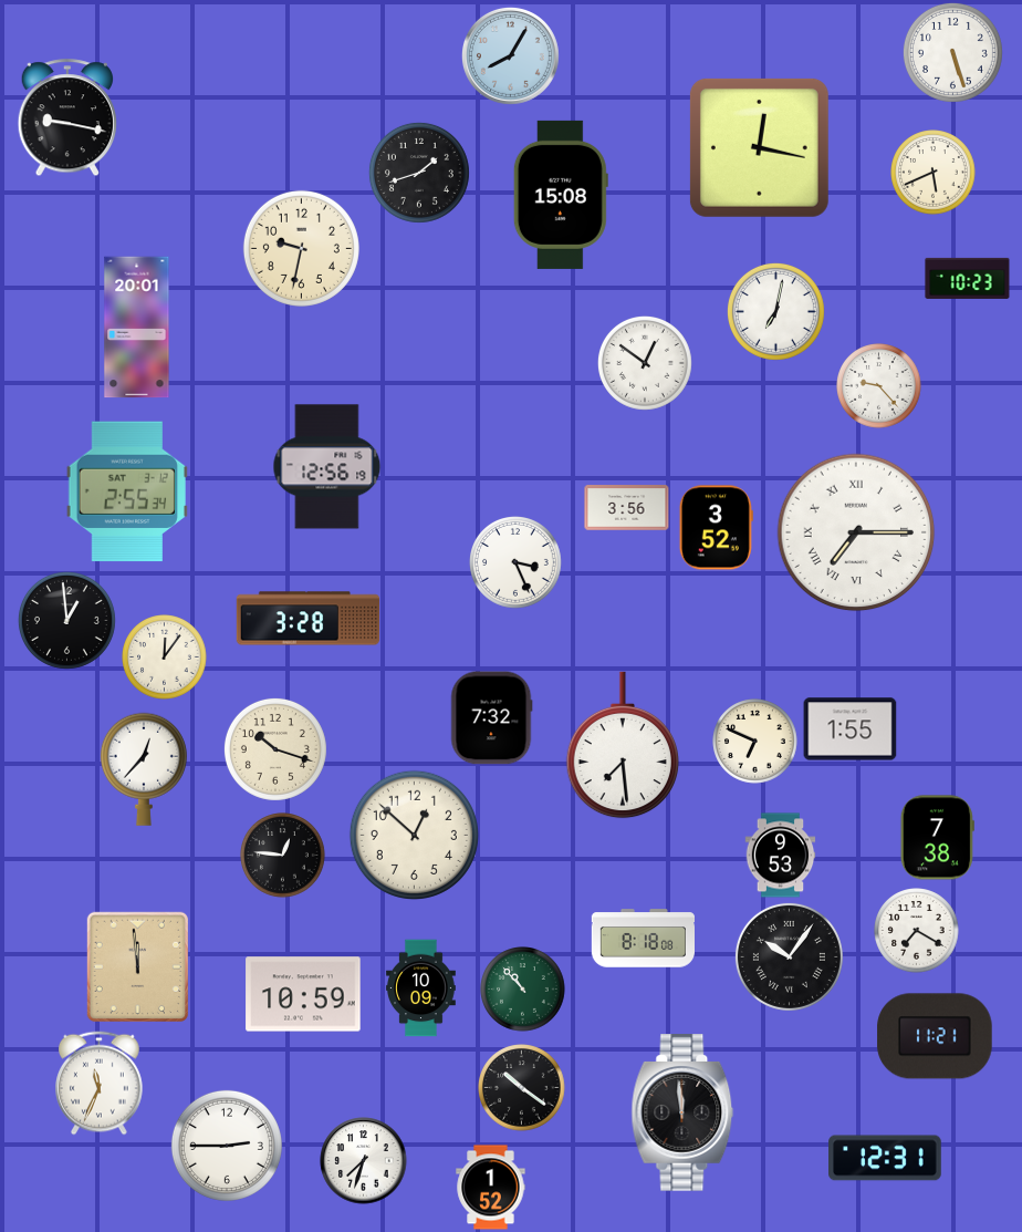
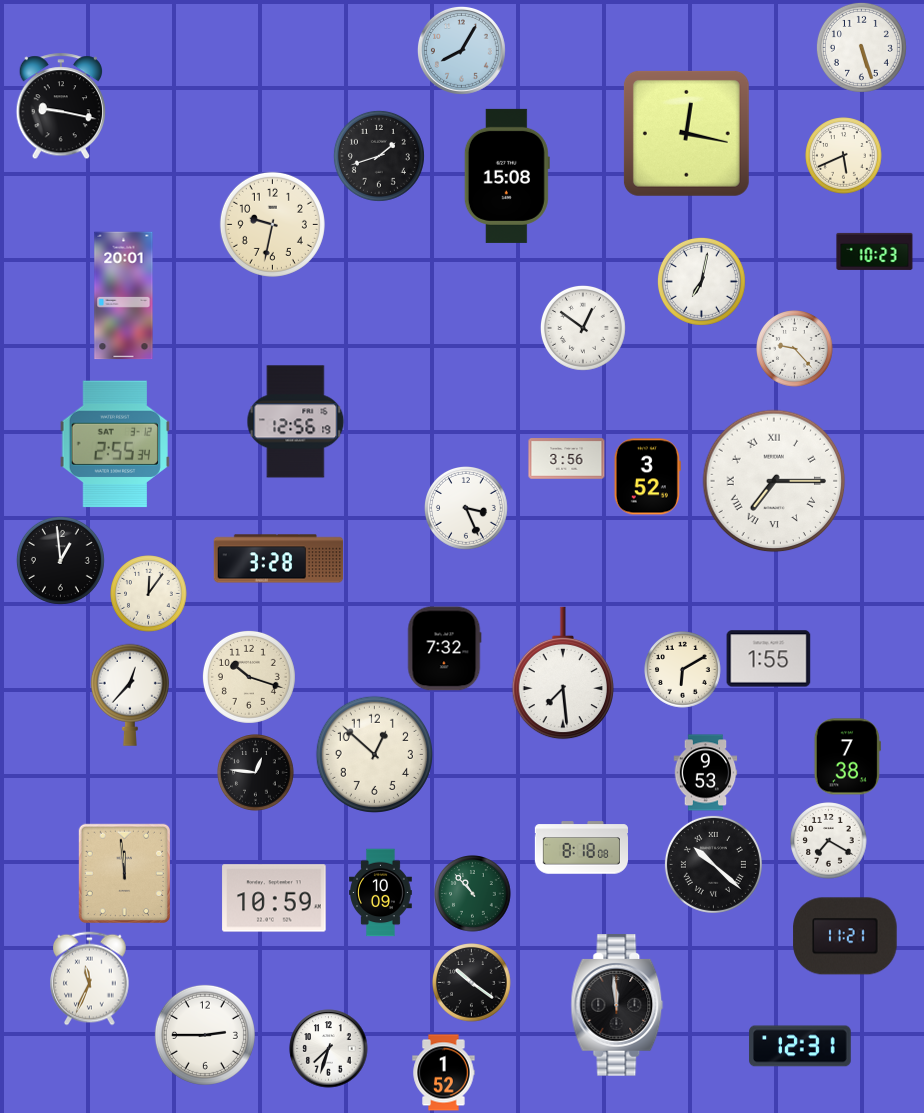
clock at (755, 742): 6:49 -> 6:10
clock at (789, 956): 10:06 -> 10:22
